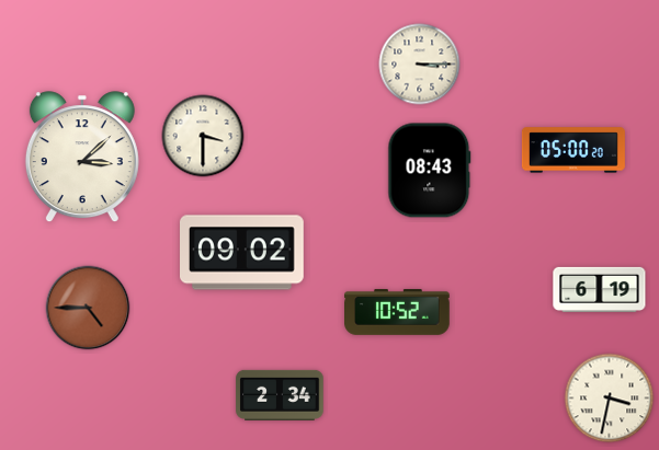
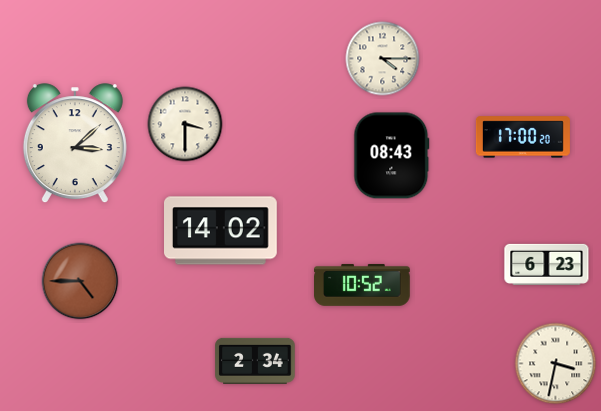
clock at (420, 65): 3:15 -> 4:15
clock at (573, 150): 05:00 -> 17:00
clock at (242, 253): 09:02 -> 14:02
clock at (600, 289): 6:19 -> 6:23
